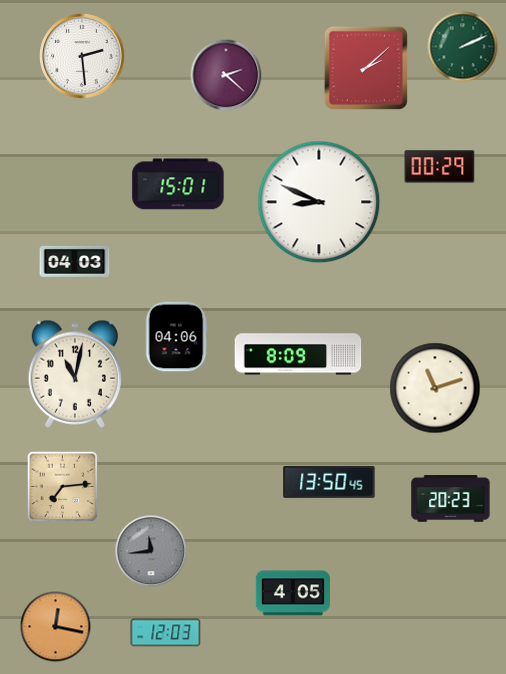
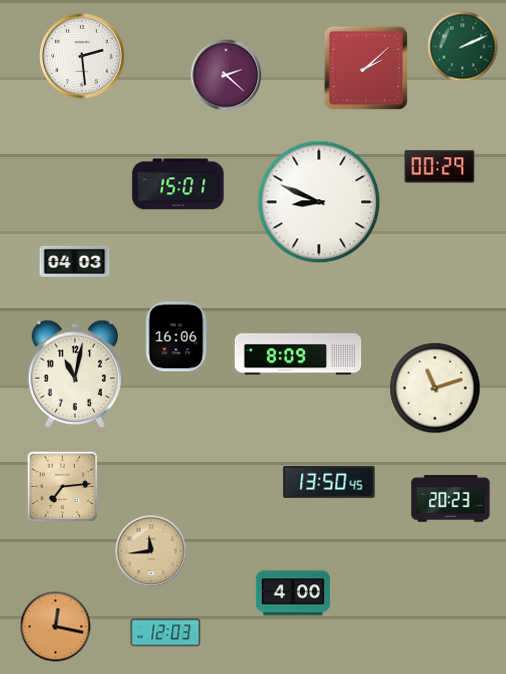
clock at (176, 337): 04:06 -> 16:06
clock at (151, 551) dial: grey -> champagne
clock at (293, 593): 4:05 -> 4:00
